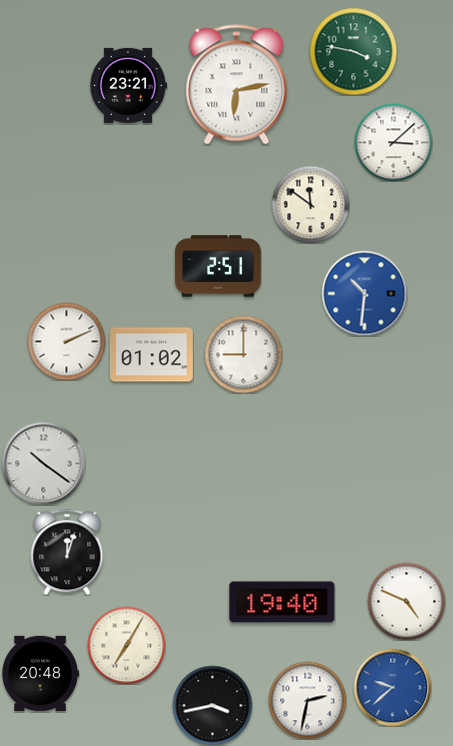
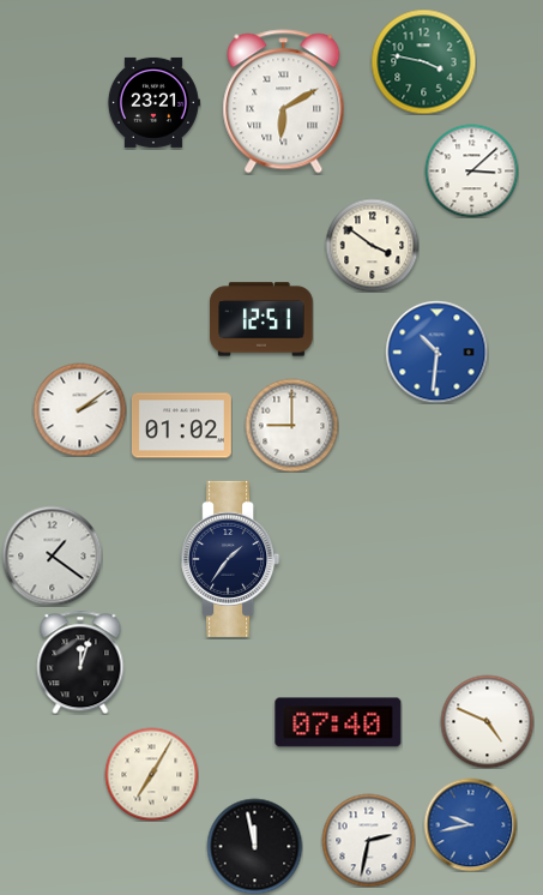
clock at (237, 85): 6:13 -> 6:10
clock at (310, 204): 11:51 -> 3:51
clock at (218, 266): 2:51 -> 12:51
clock at (66, 341): 2:11 -> 2:09
clock at (43, 463): 10:21 -> 1:21
clock at (230, 559): none -> 1:36
clock at (282, 602): 19:40 -> 07:40
clock at (40, 674): 20:48 -> none
clock at (392, 687): 9:38 -> 9:43
clock at (212, 705): 3:43 -> 11:58
